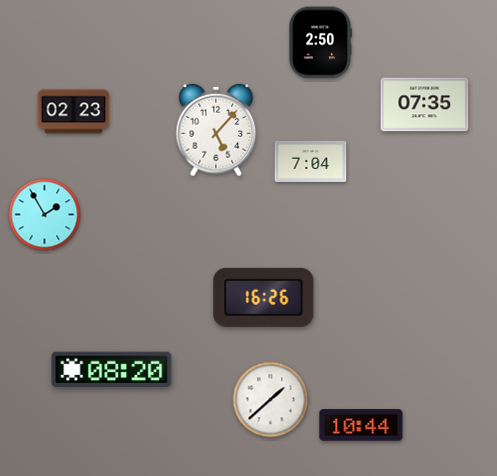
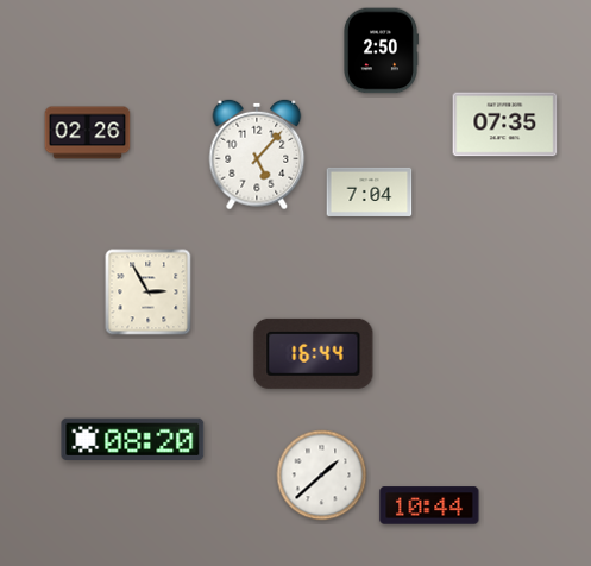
clock at (74, 112): 02:23 -> 02:26
clock at (45, 215): 1:55 -> none
clock at (149, 293): none -> 2:55
clock at (264, 297): 16:26 -> 16:44
